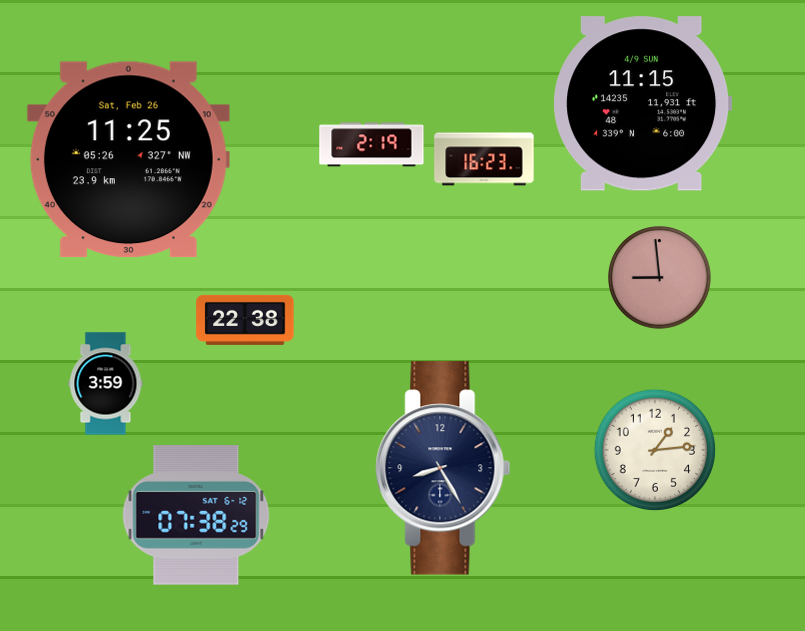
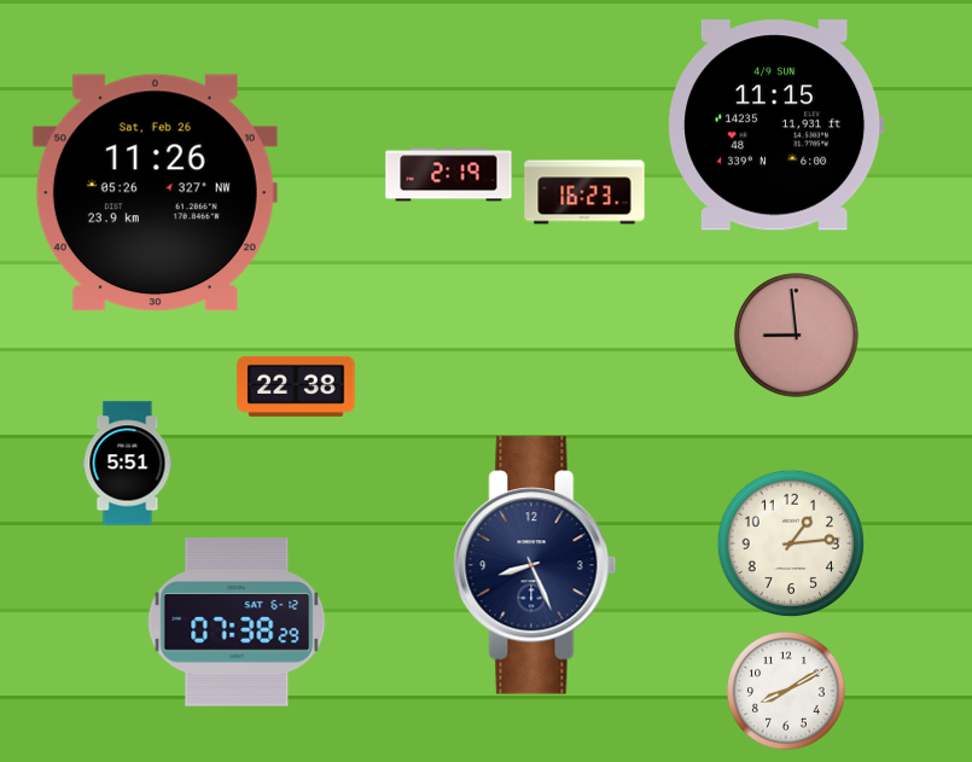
clock at (128, 160): 11:25 -> 11:26
clock at (106, 384): 3:59 -> 5:51
clock at (443, 468): 8:25 -> 8:26
clock at (786, 691): none -> 8:10
